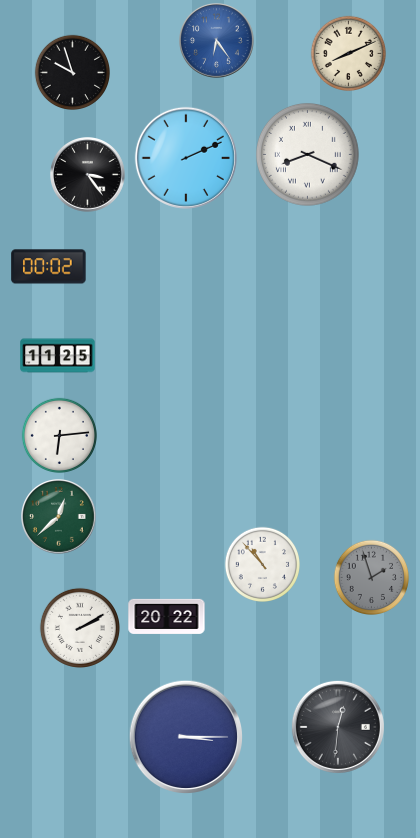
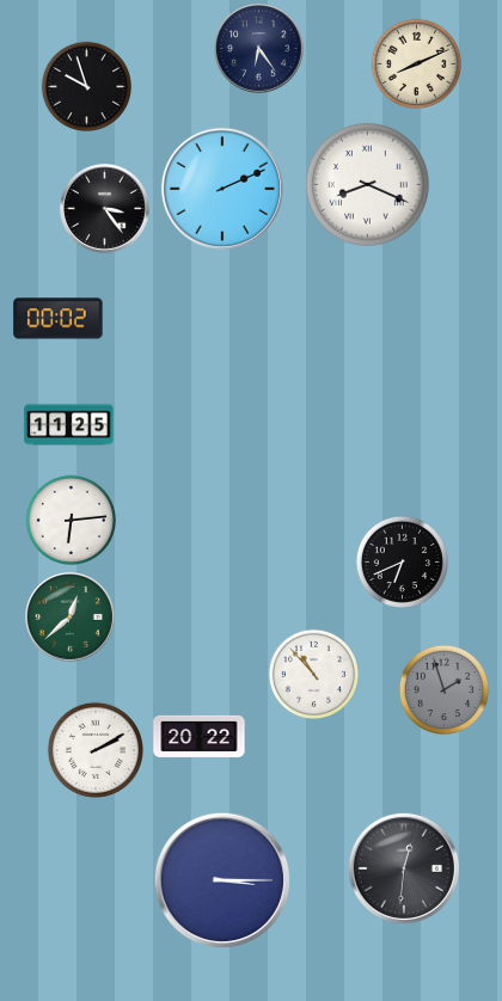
clock at (217, 41) dial: blue -> navy
clock at (402, 561): none -> 6:41
